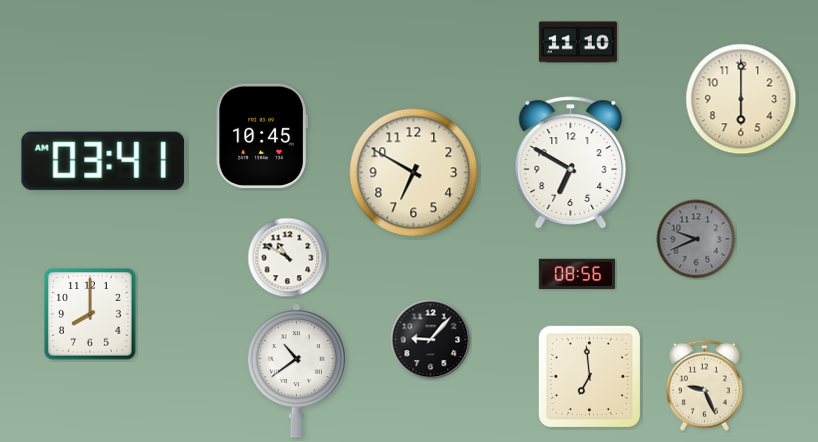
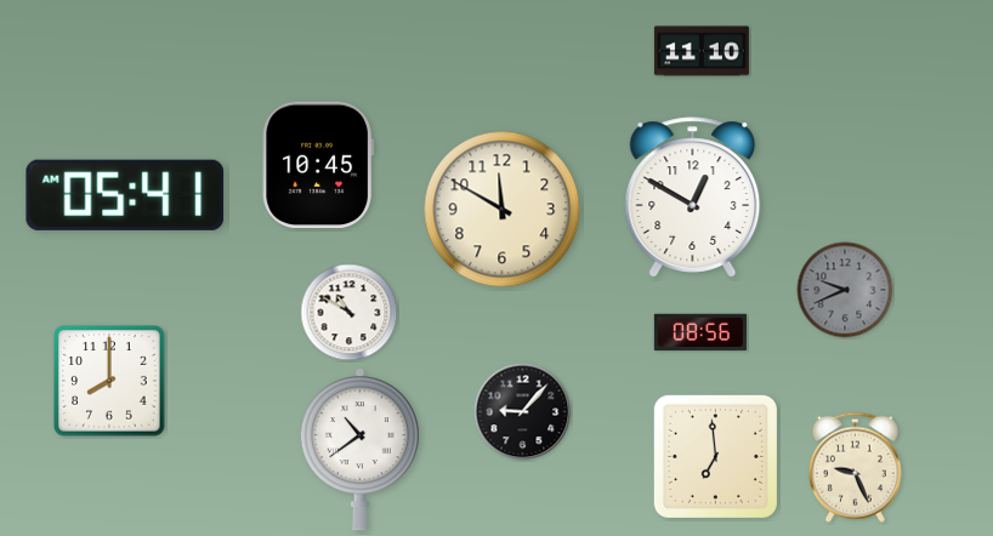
clock at (741, 99): 6:00 -> none
clock at (103, 161): 03:41 -> 05:41
clock at (571, 163): 6:50 -> 12:50
clock at (414, 173): 6:50 -> 11:50
